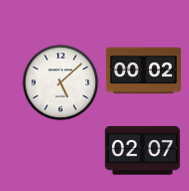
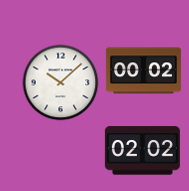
clock at (61, 83): 5:08 -> 10:08
clock at (142, 151): 02:07 -> 02:02
